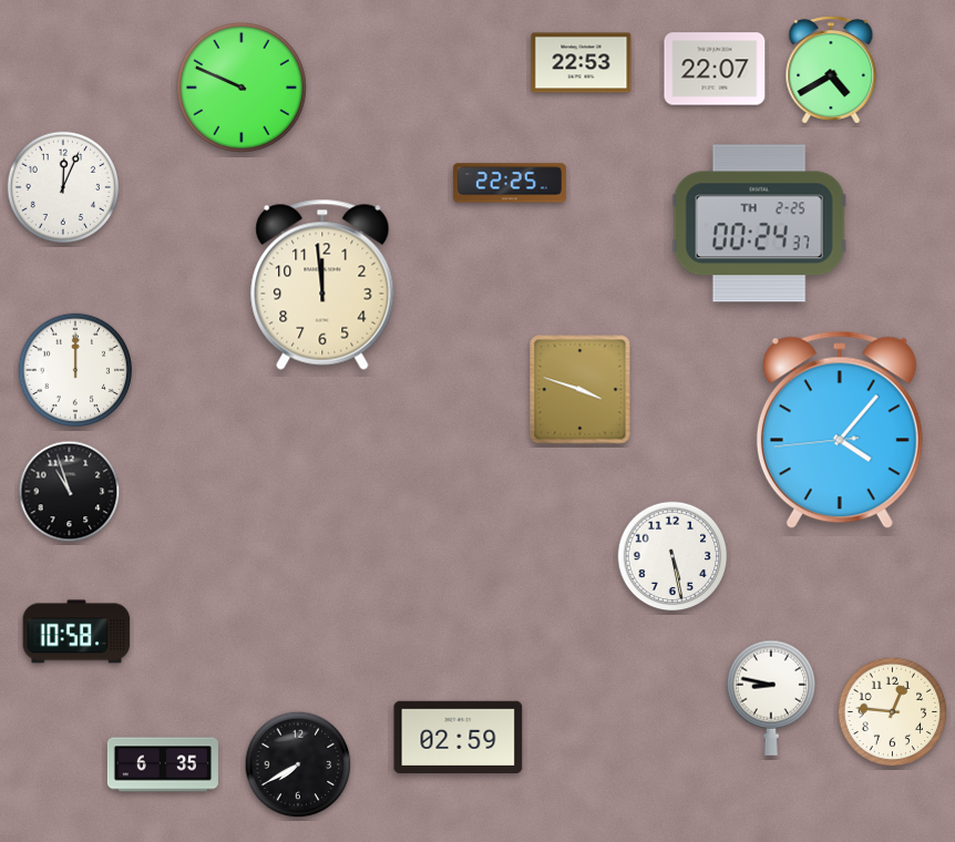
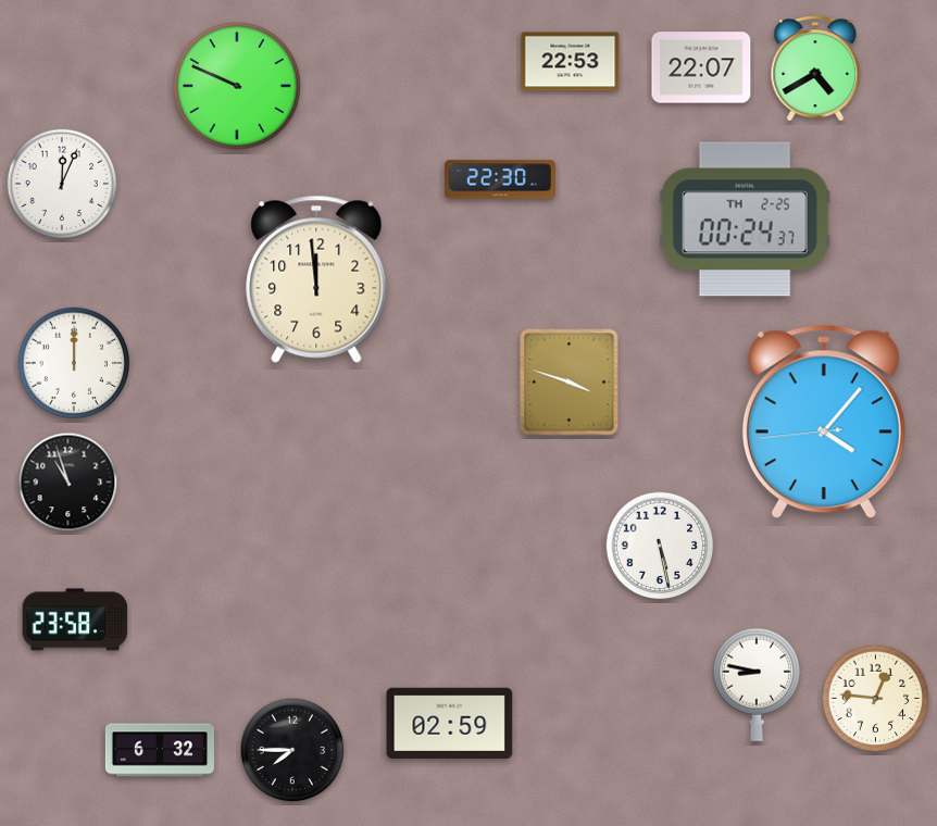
clock at (510, 183): 22:25 -> 22:30
clock at (76, 631): 10:58 -> 23:58
clock at (163, 764): 6:35 -> 6:32
clock at (298, 764): 7:40 -> 7:45
